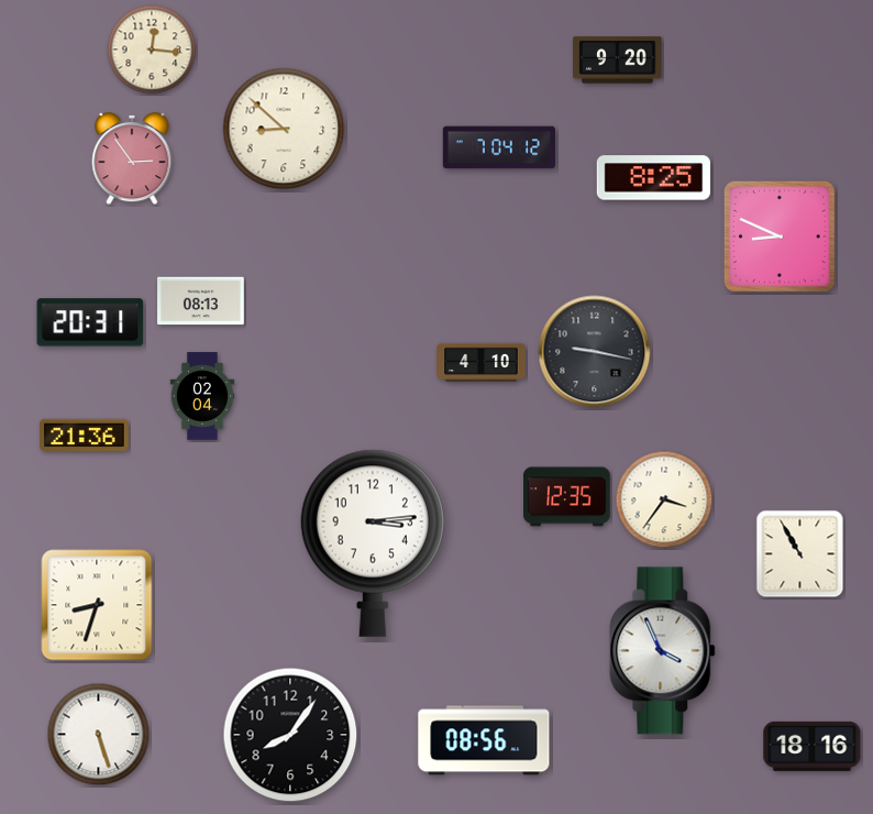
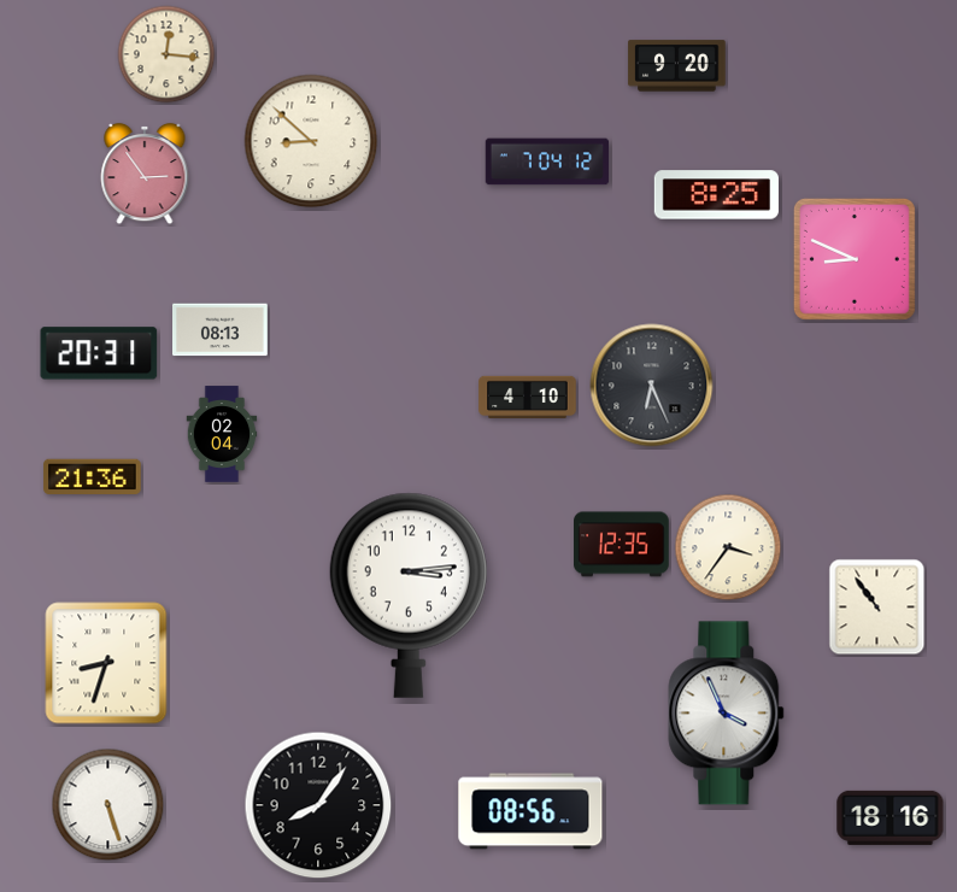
clock at (595, 352): 9:17 -> 6:26
clock at (800, 554): 10:55 -> 10:54
